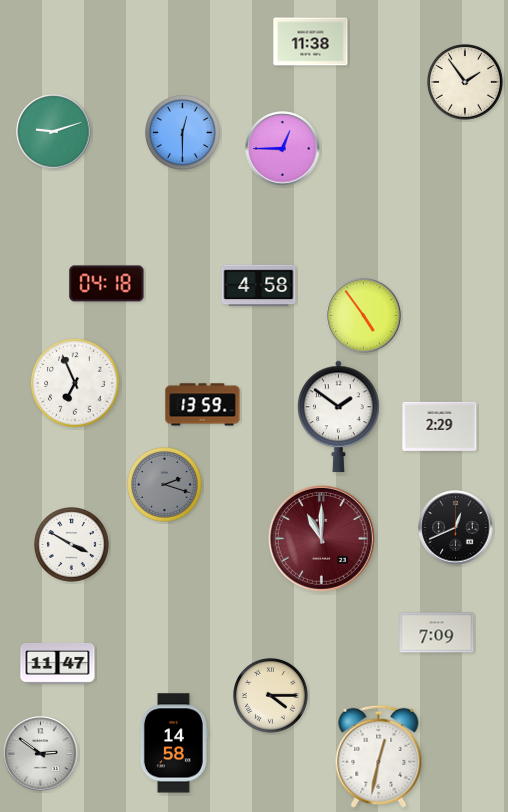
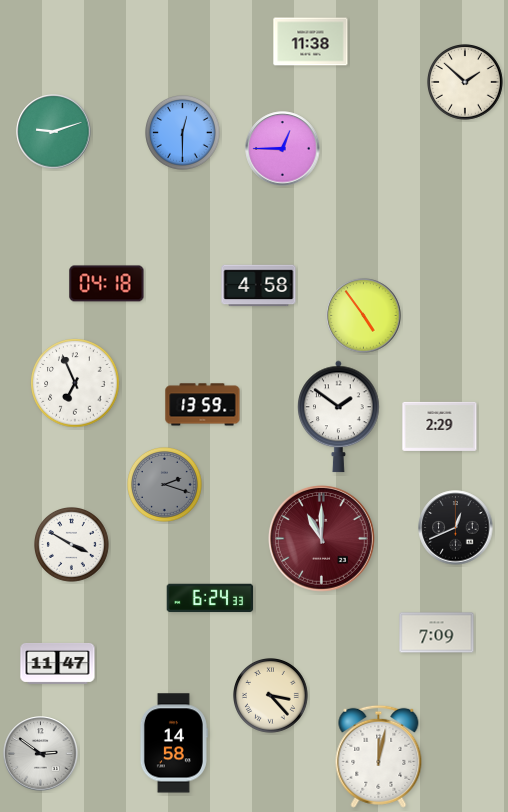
clock at (466, 83): 1:54 -> 1:52
clock at (210, 598): none -> 6:24
clock at (271, 696): 4:15 -> 3:23
clock at (379, 756): 12:32 -> 12:02
